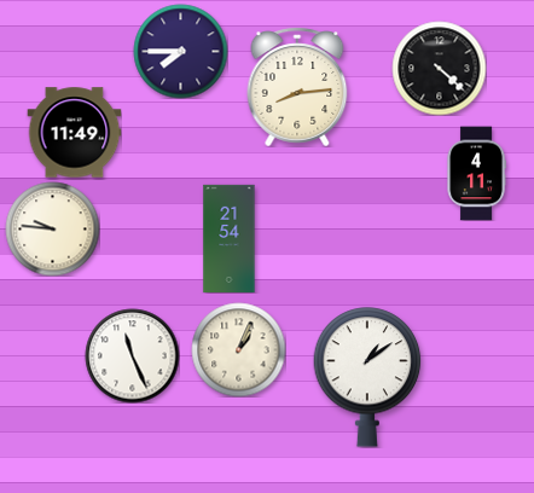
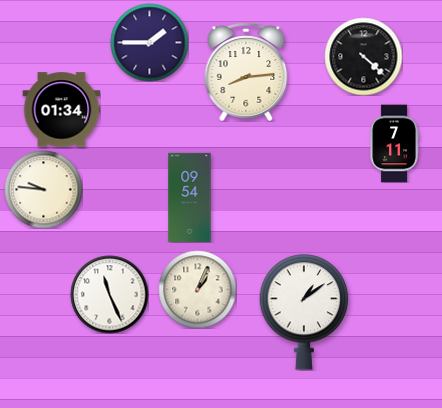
clock at (180, 51): 7:45 -> 1:45
clock at (74, 133): 11:49 -> 01:34
clock at (476, 173): 4:11 -> 7:11
clock at (230, 238): 21:54 -> 09:54
